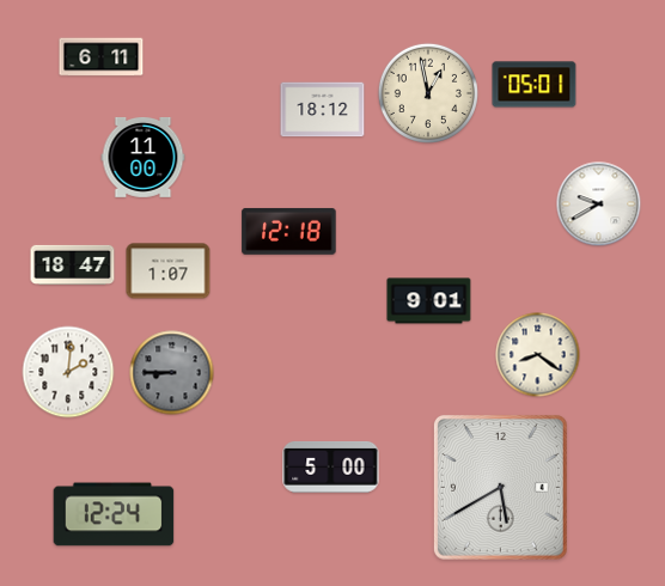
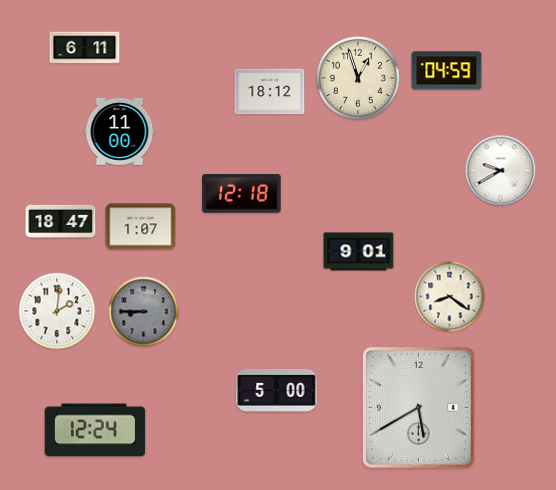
clock at (535, 85): 05:01 -> 04:59
clock at (428, 93): 12:58 -> 12:57
